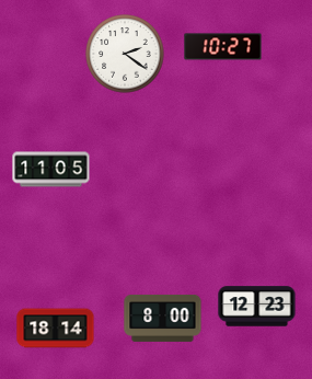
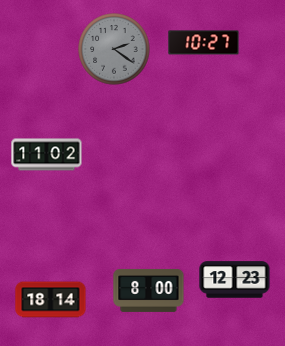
clock at (125, 54) dial: white -> grey
clock at (51, 170): 11:05 -> 11:02
